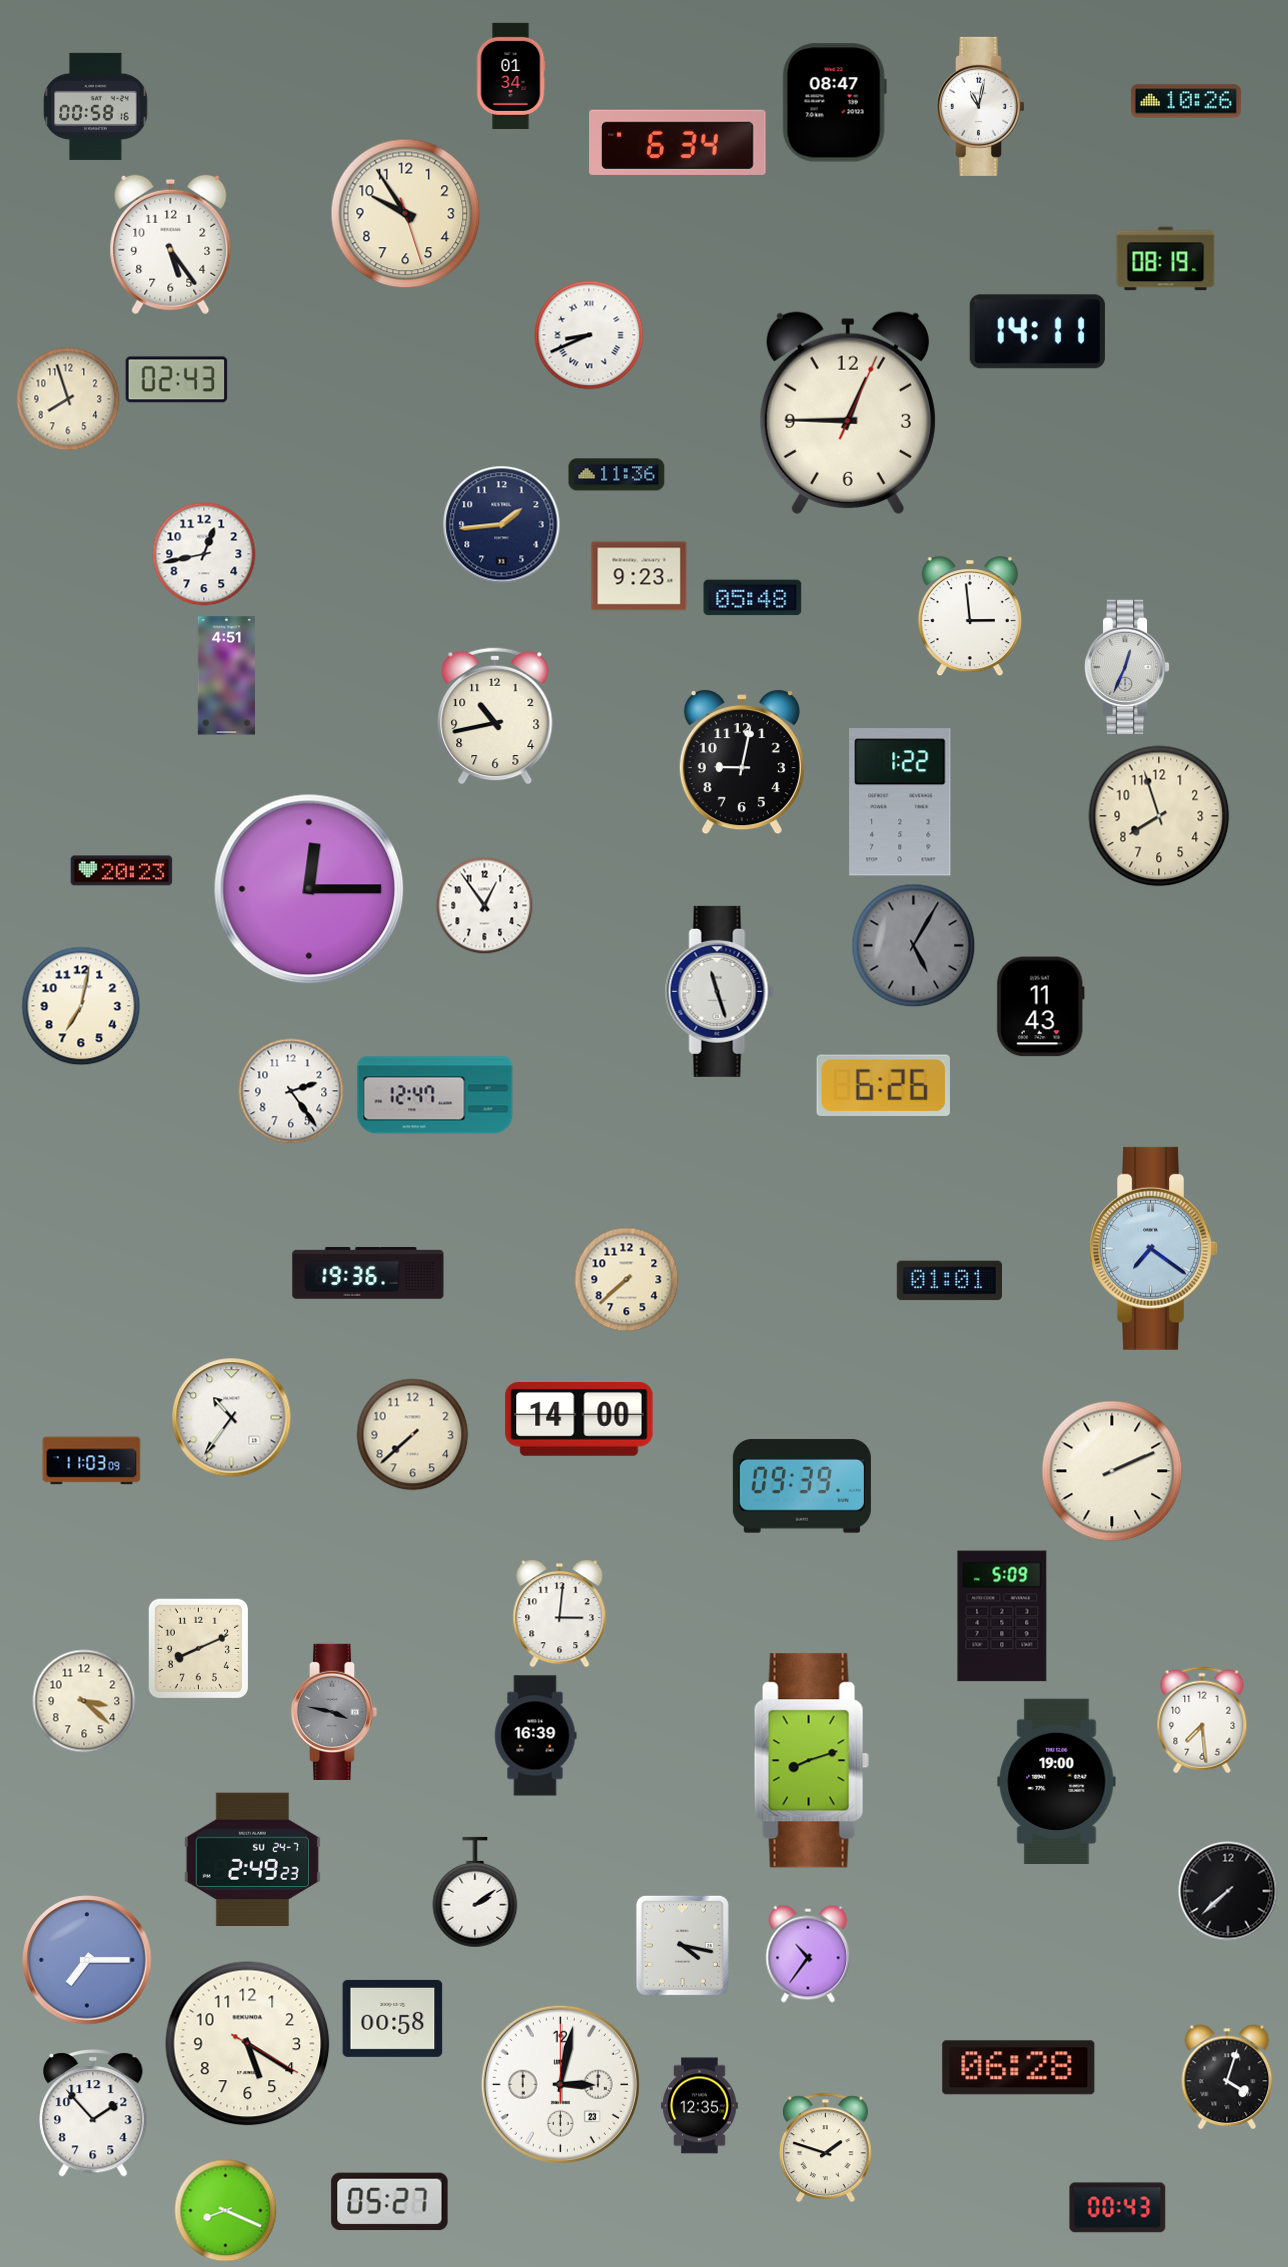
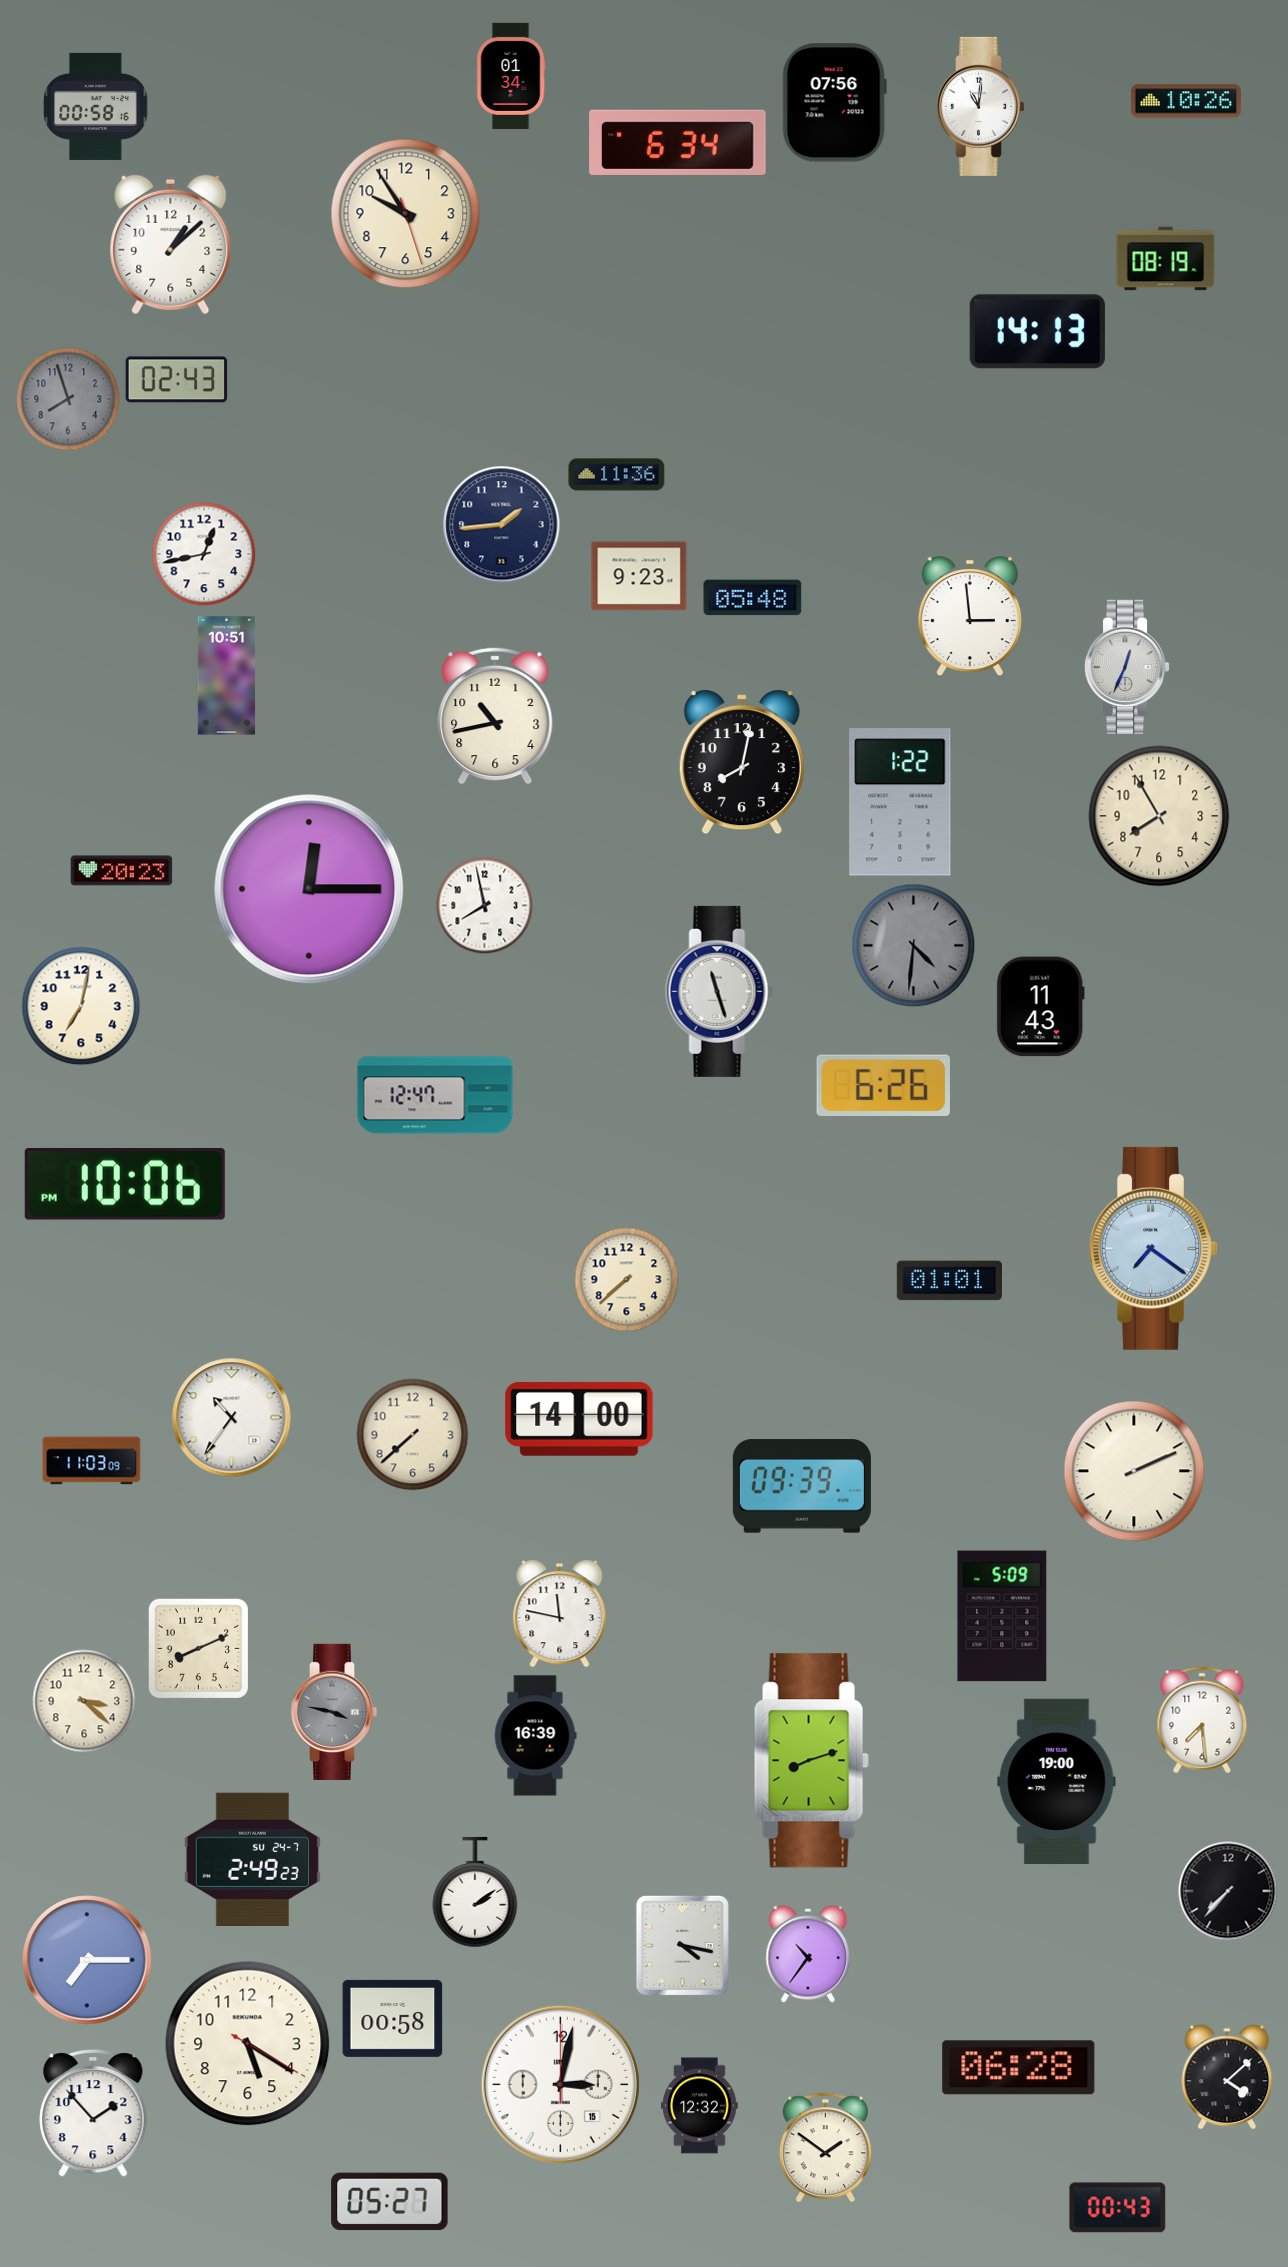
clock at (834, 103): 08:47 -> 07:56
clock at (980, 106): 11:02 -> 11:01
clock at (171, 245): 5:24 -> 1:08
clock at (1037, 332): 14:11 -> 14:13
clock at (589, 335): 8:41 -> none
clock at (68, 399) dial: cream -> grey
clock at (848, 413): 12:45 -> none
clock at (227, 676): 4:51 -> 10:51
clock at (742, 762): 9:02 -> 8:02
clock at (1159, 816): 7:57 -> 7:55
clock at (485, 906): 12:54 -> 7:58
clock at (914, 946): 5:05 -> 4:31
clock at (291, 1091): 2:24 -> none
clock at (125, 1185): none -> 10:06
clock at (368, 1273): 19:36 -> none
clock at (1112, 1471) position: (1112, 1471) -> (1134, 1471)
clock at (560, 1614): 3:01 -> 11:47
clock at (1228, 1891): 7:38 -> 7:37
clock at (1227, 2077): 4:03 -> 4:08
clock at (560, 2084) date: 23 -> 15
clock at (700, 2106): 12:35 -> 12:32
clock at (825, 2148): 1:48 -> 1:51
clock at (226, 2211): 8:19 -> none
